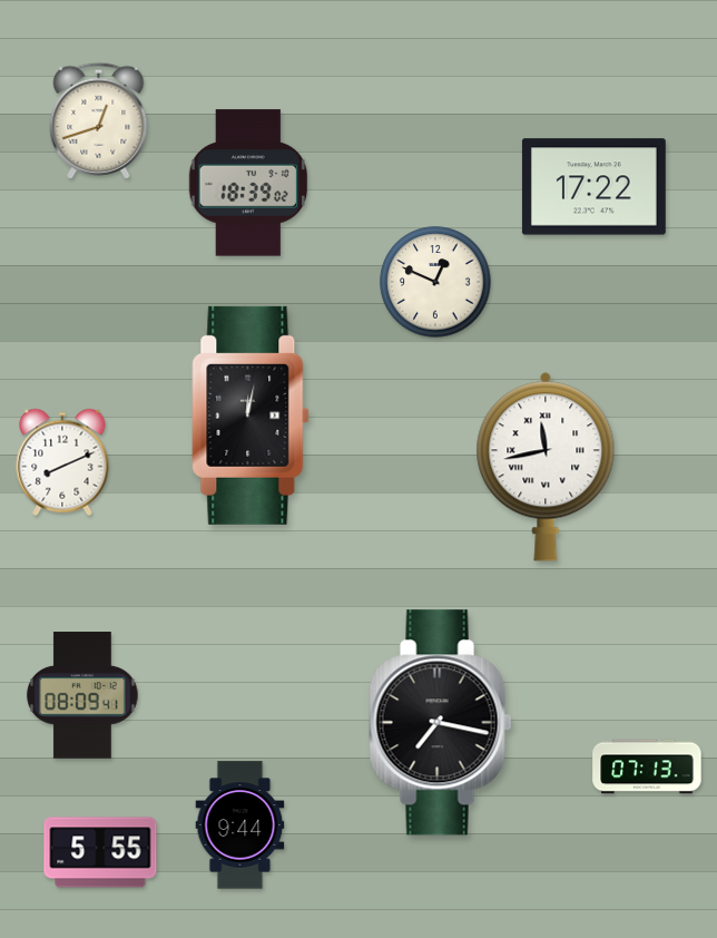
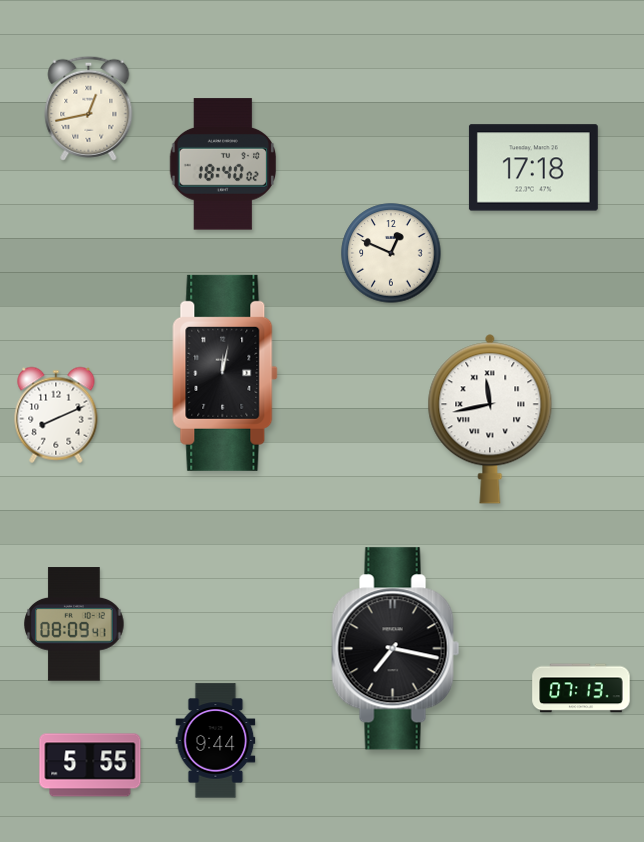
clock at (99, 120): 12:42 -> 12:43
clock at (248, 183): 18:39 -> 18:40
clock at (593, 187): 17:22 -> 17:18
